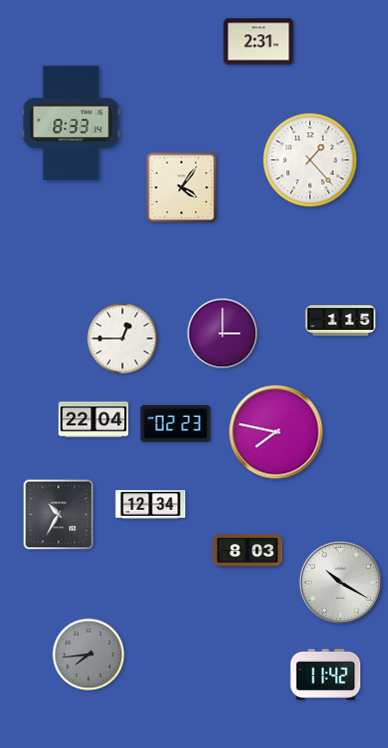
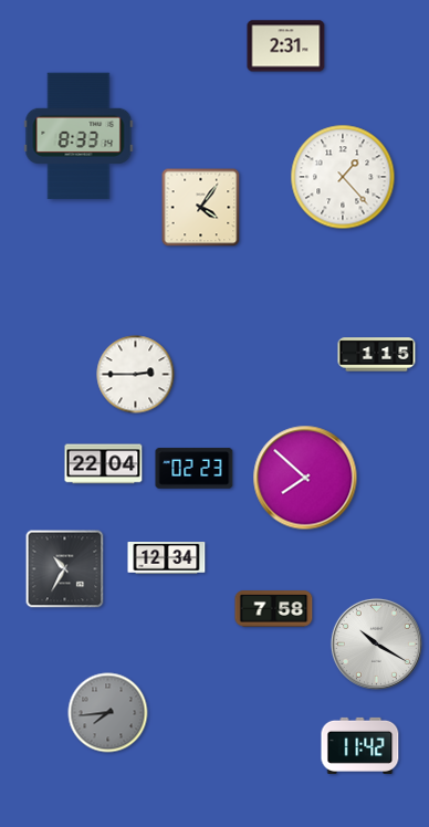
clock at (223, 334): 3:00 -> none
clock at (123, 339): 12:45 -> 2:45
clock at (276, 432): 7:47 -> 7:52
clock at (248, 551): 8:03 -> 7:58
clock at (89, 655) position: (89, 655) -> (108, 713)
